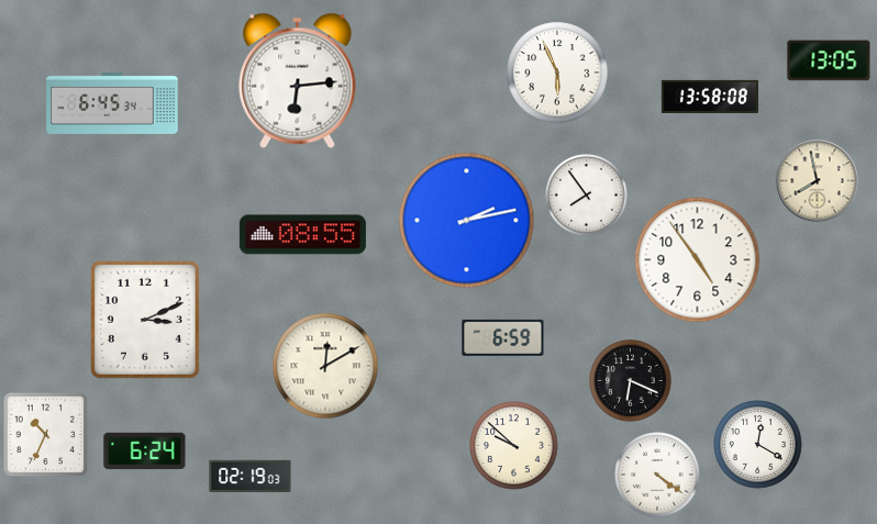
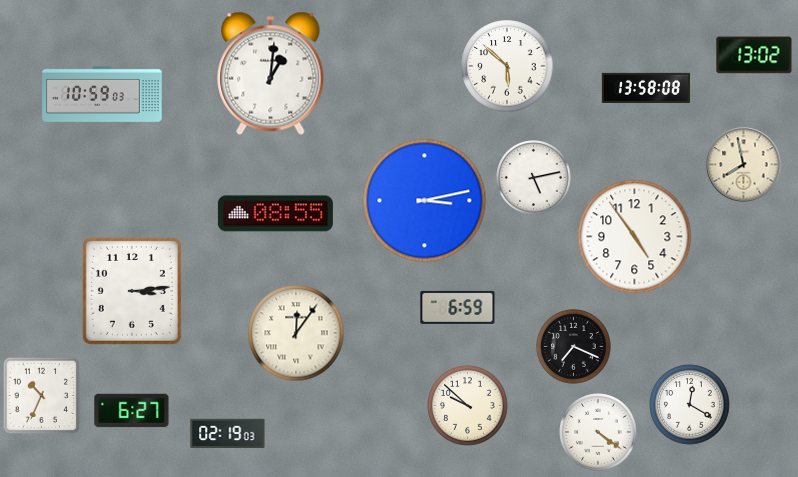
clock at (829, 60): 13:05 -> 13:02
clock at (557, 73): 5:56 -> 5:52
clock at (298, 80): 6:14 -> 1:01
clock at (112, 104): 6:45 -> 10:59
clock at (587, 196): 7:54 -> 5:13
clock at (467, 221): 2:13 -> 3:13
clock at (145, 320): 3:11 -> 3:14
clock at (325, 366): 12:10 -> 12:06
clock at (631, 381): 6:19 -> 7:19
clock at (145, 451): 6:24 -> 6:27
